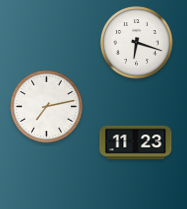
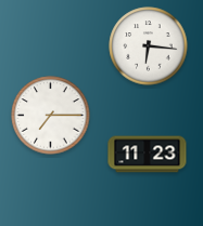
clock at (137, 43): 6:18 -> 6:16
clock at (47, 107): 7:13 -> 7:15
